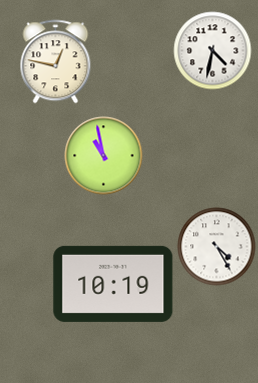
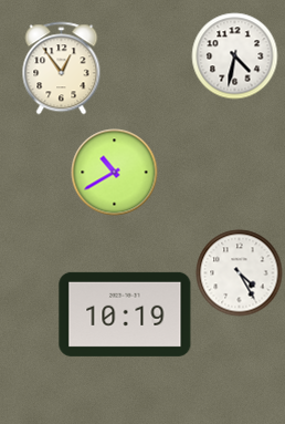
clock at (56, 61): 12:47 -> 12:54
clock at (103, 155): 10:58 -> 10:40
